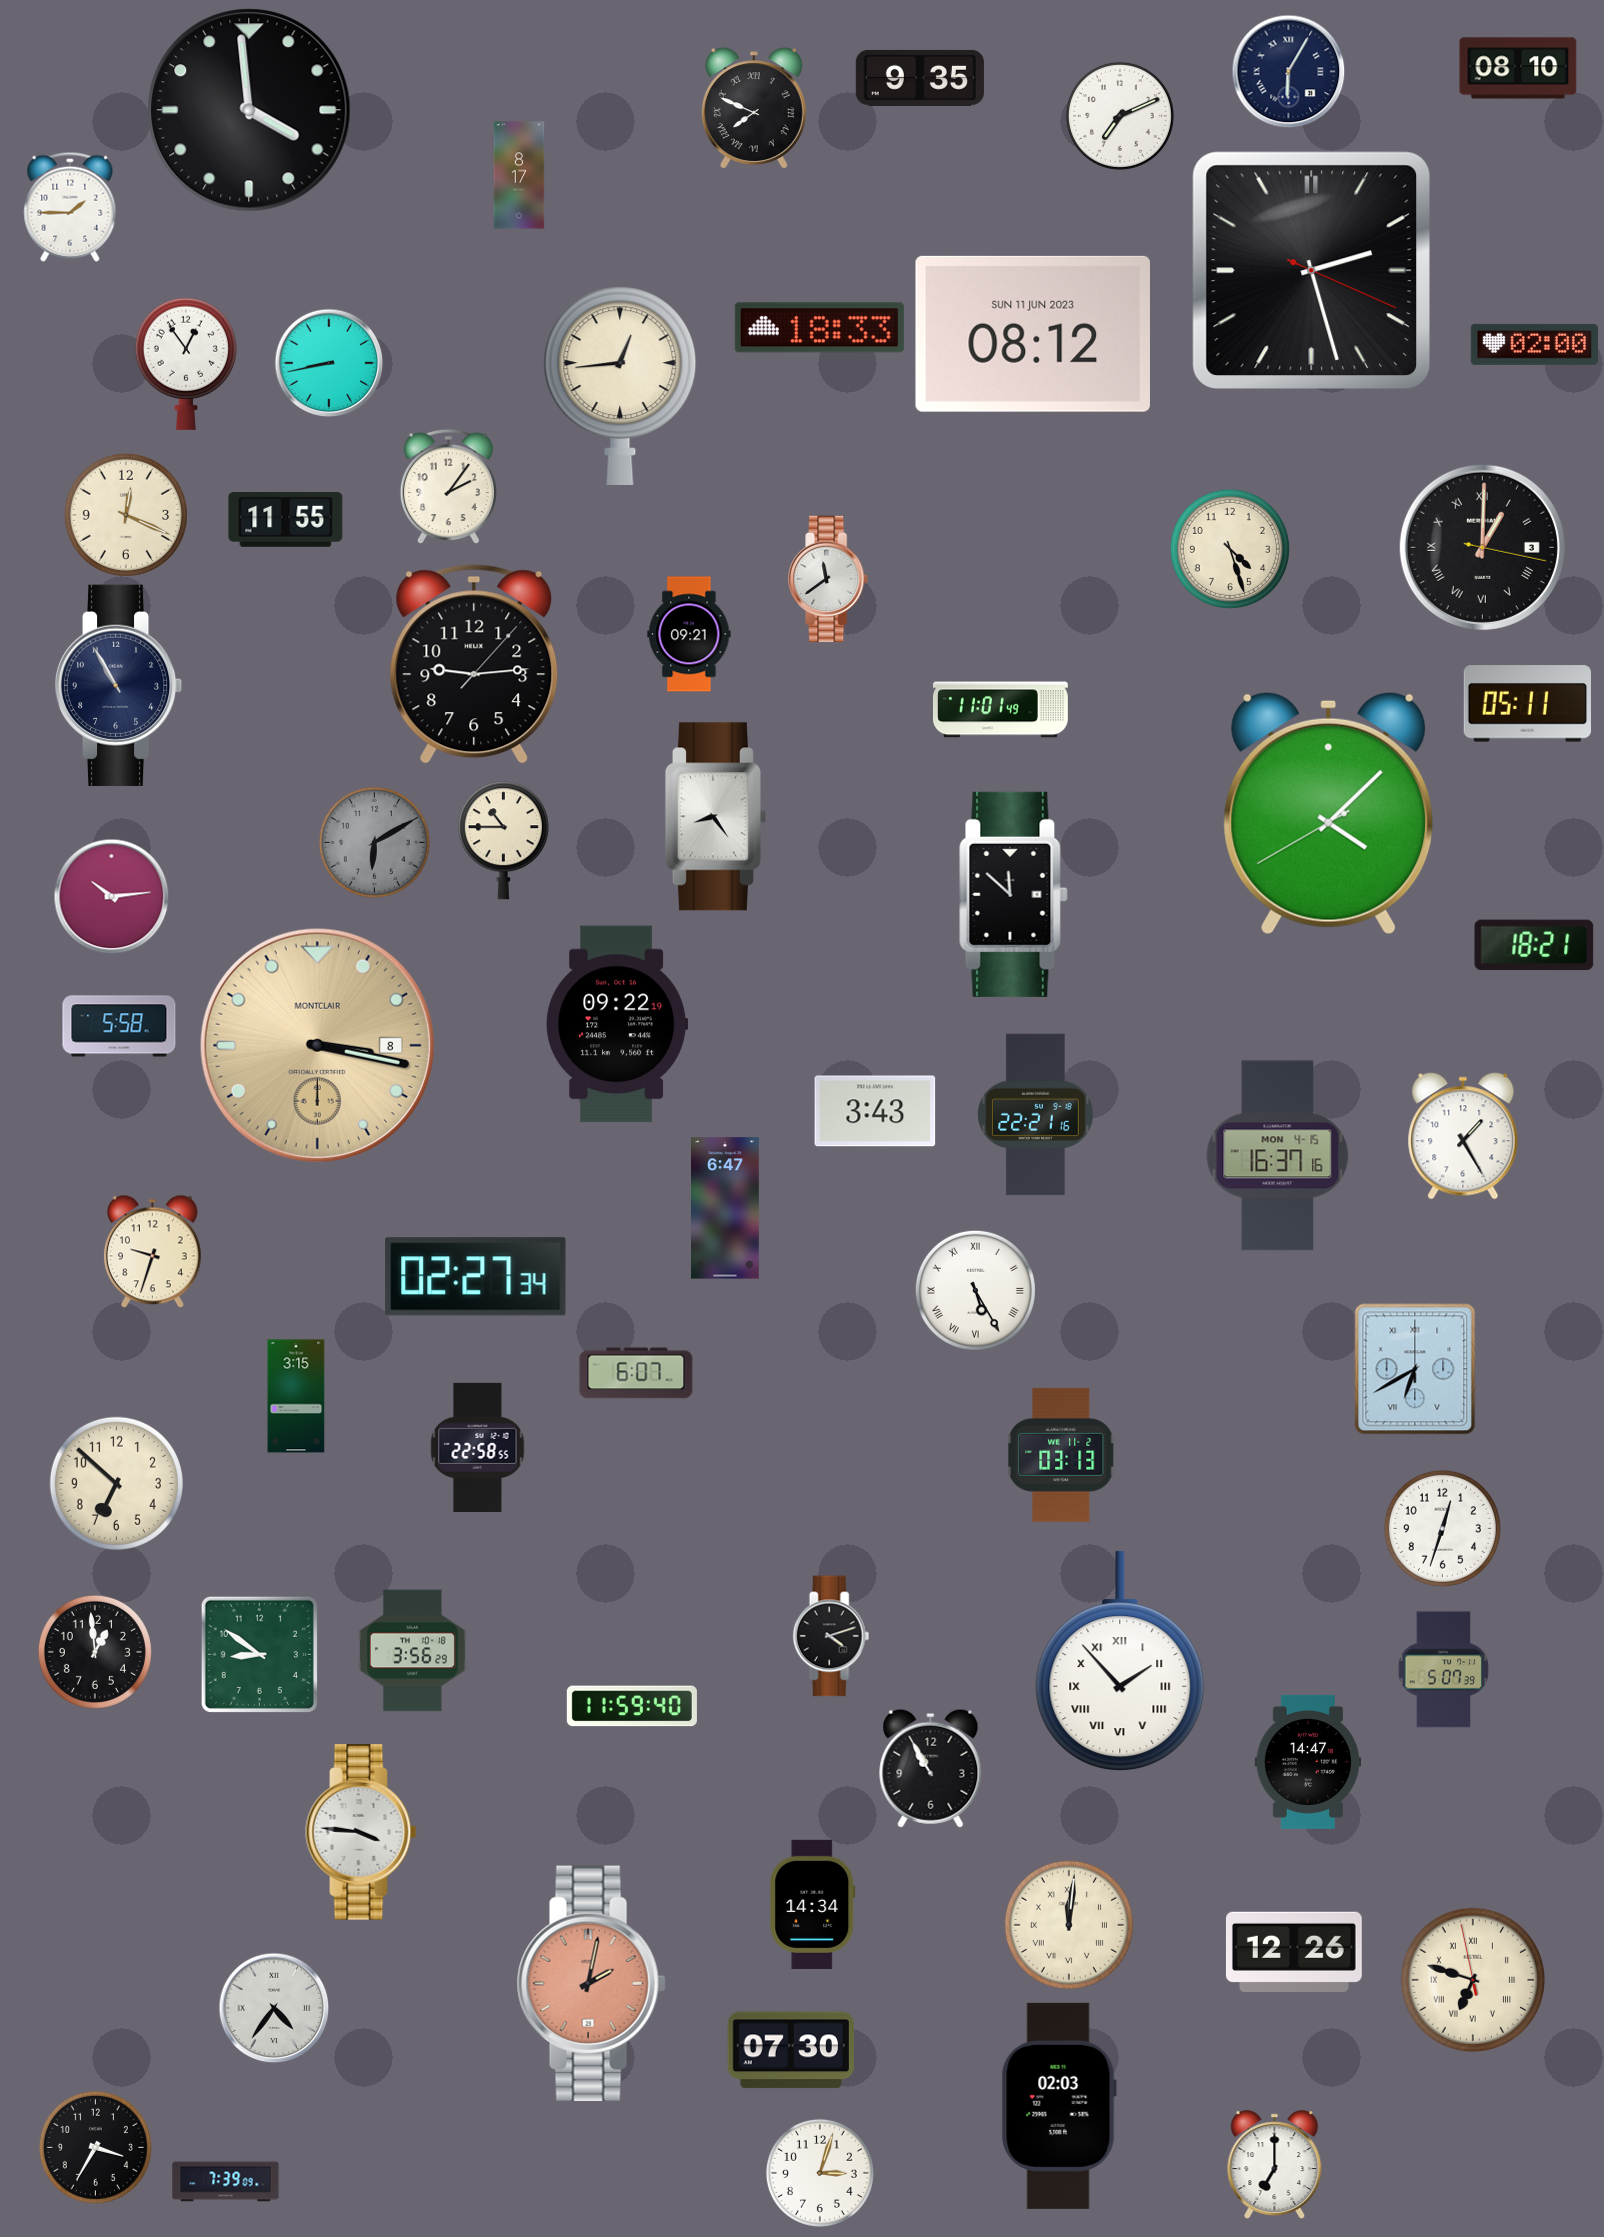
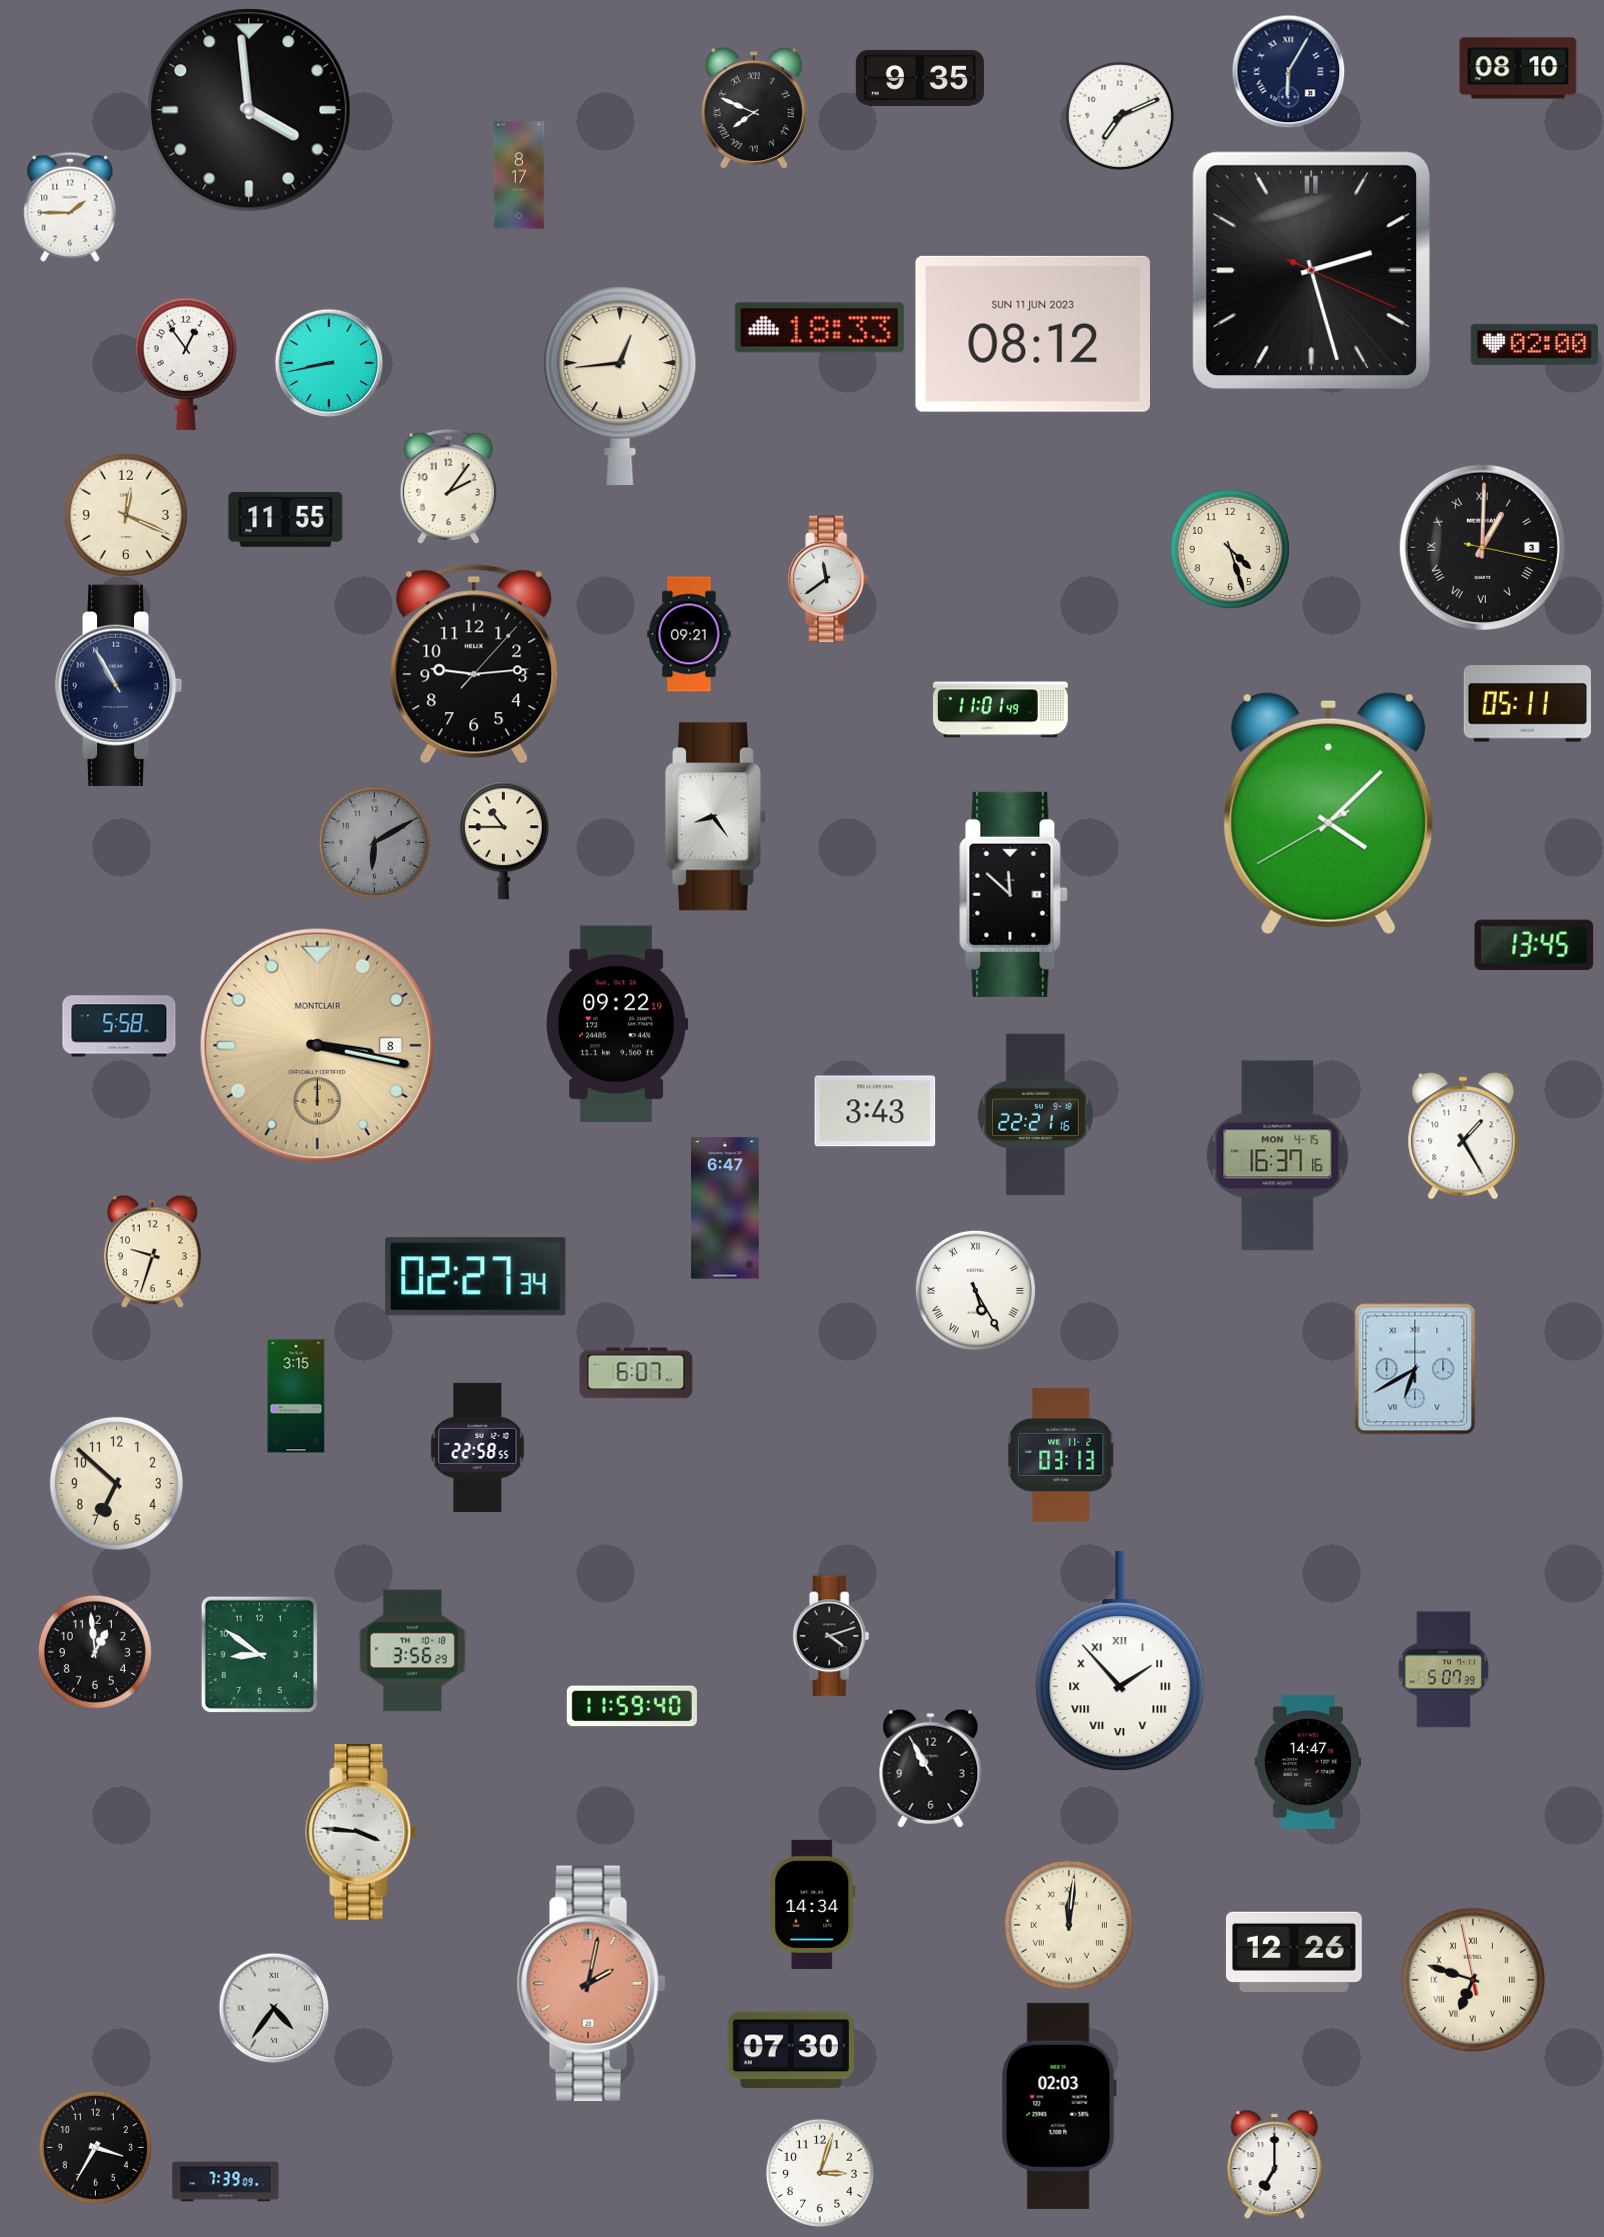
clock at (112, 897): 10:14 -> none
clock at (1534, 945): 18:21 -> 13:45
clock at (1442, 1528): 12:33 -> none
